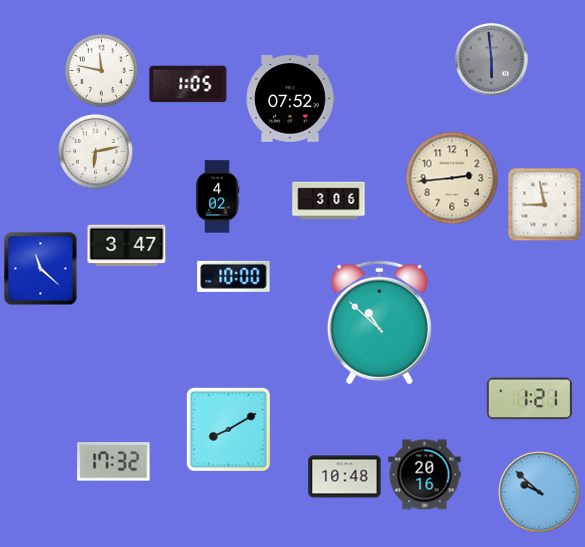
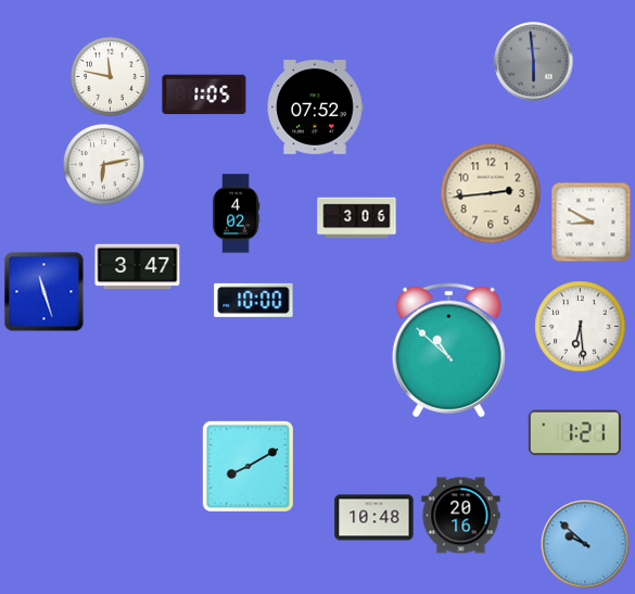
clock at (492, 60) position: (492, 60) -> (534, 62)
clock at (188, 84) position: (188, 84) -> (204, 94)
clock at (545, 205): 8:58 -> 8:50
clock at (41, 269): 11:22 -> 11:27
clock at (581, 327): none -> 6:29
clock at (379, 322) position: (379, 322) -> (448, 350)
clock at (114, 462): 17:32 -> none
clock at (539, 492) position: (539, 492) -> (585, 544)
